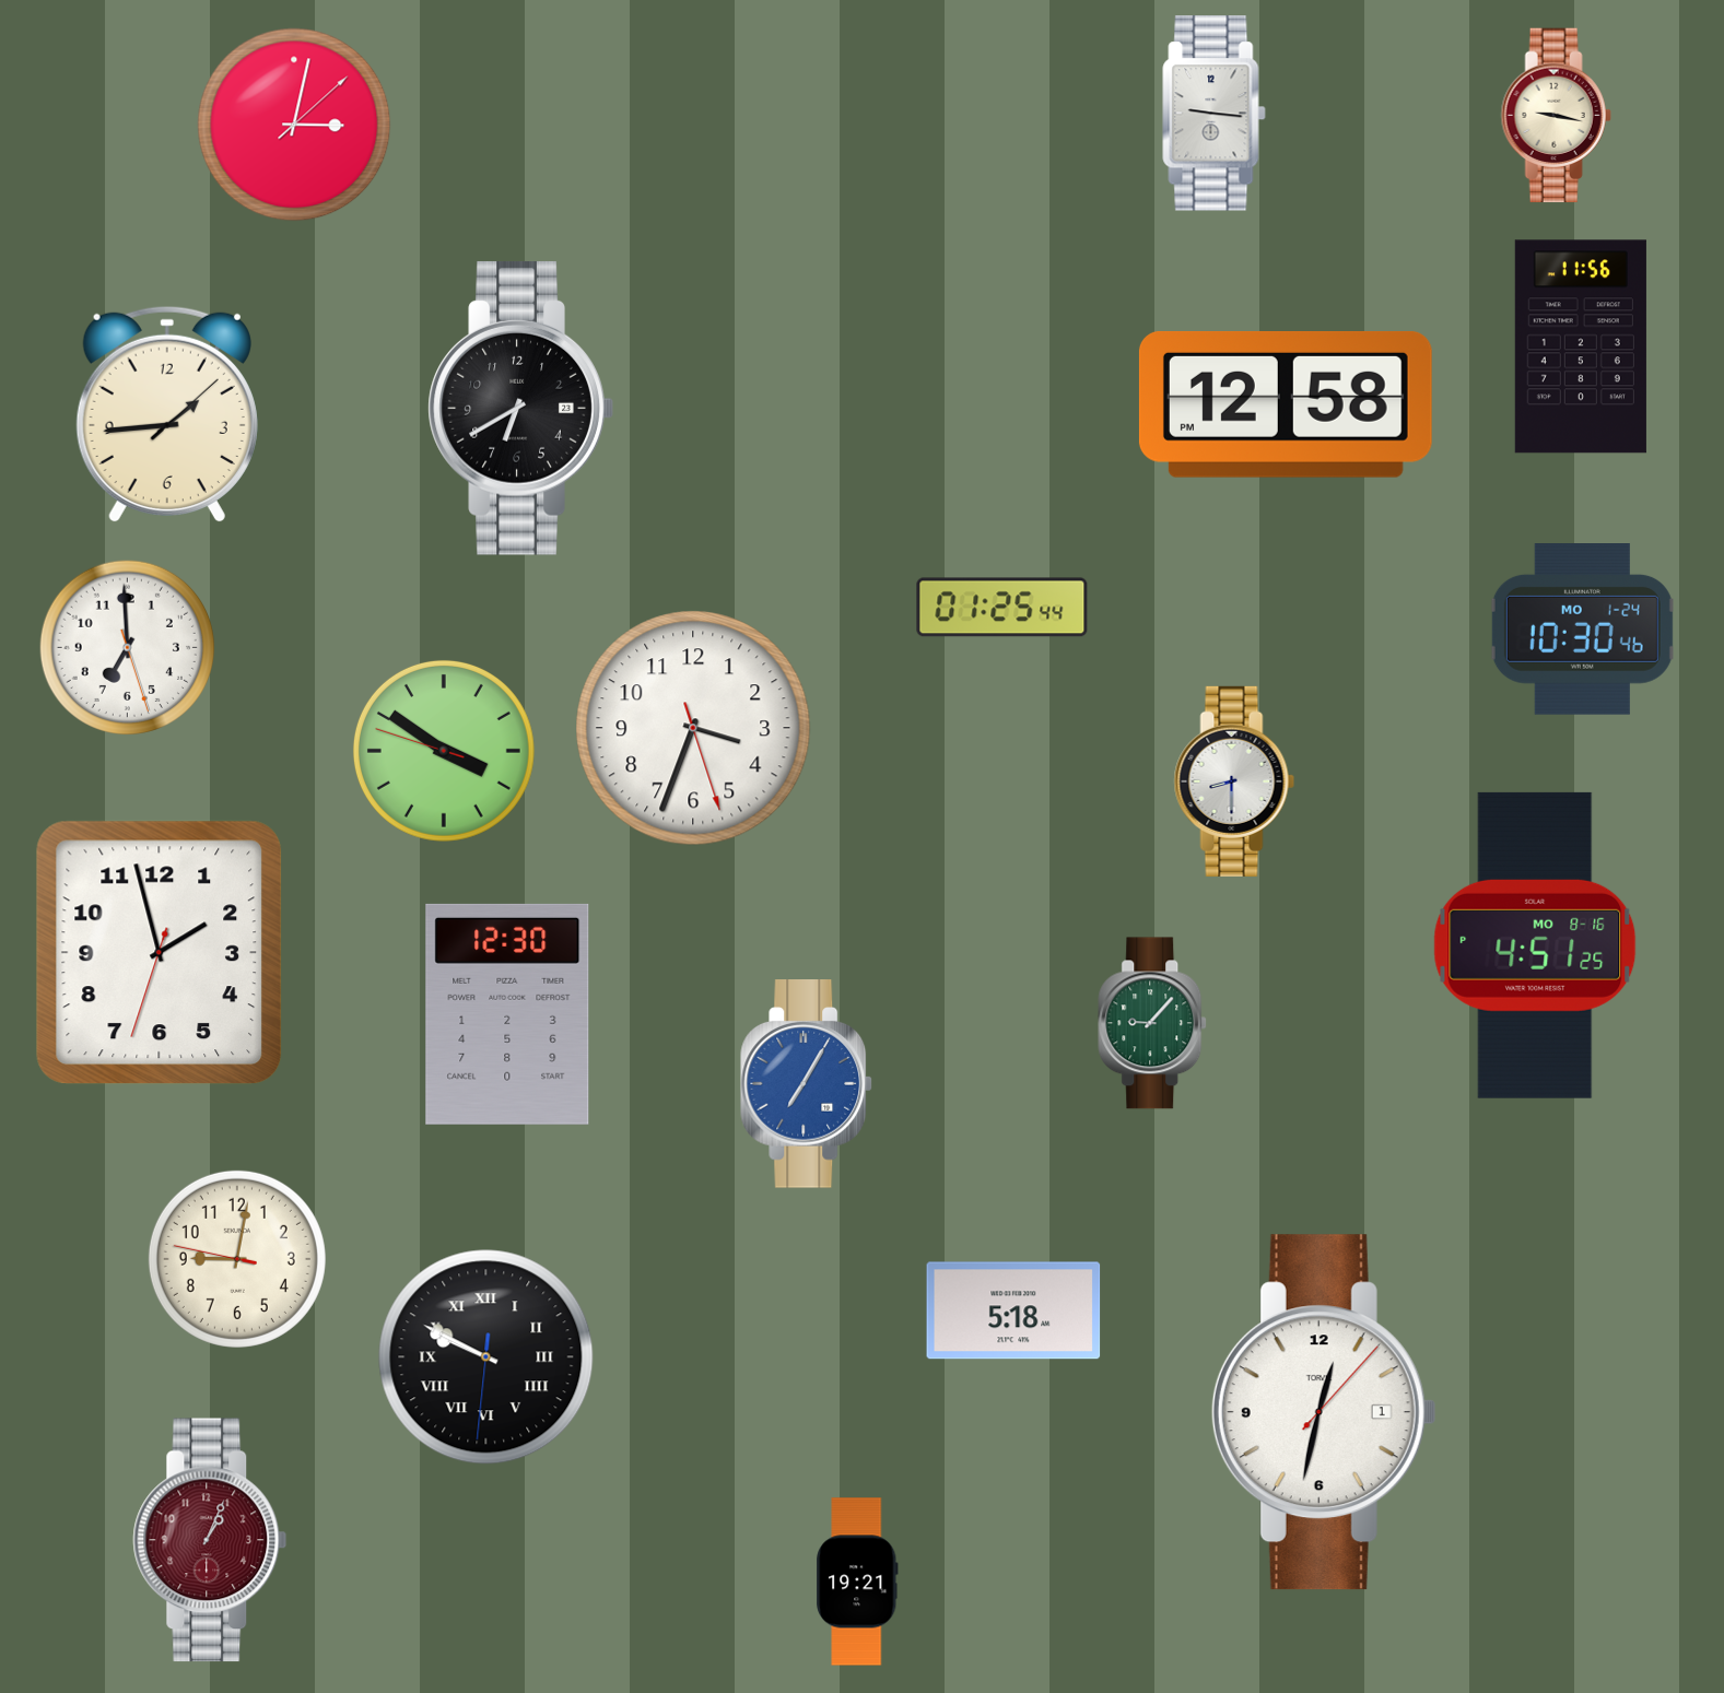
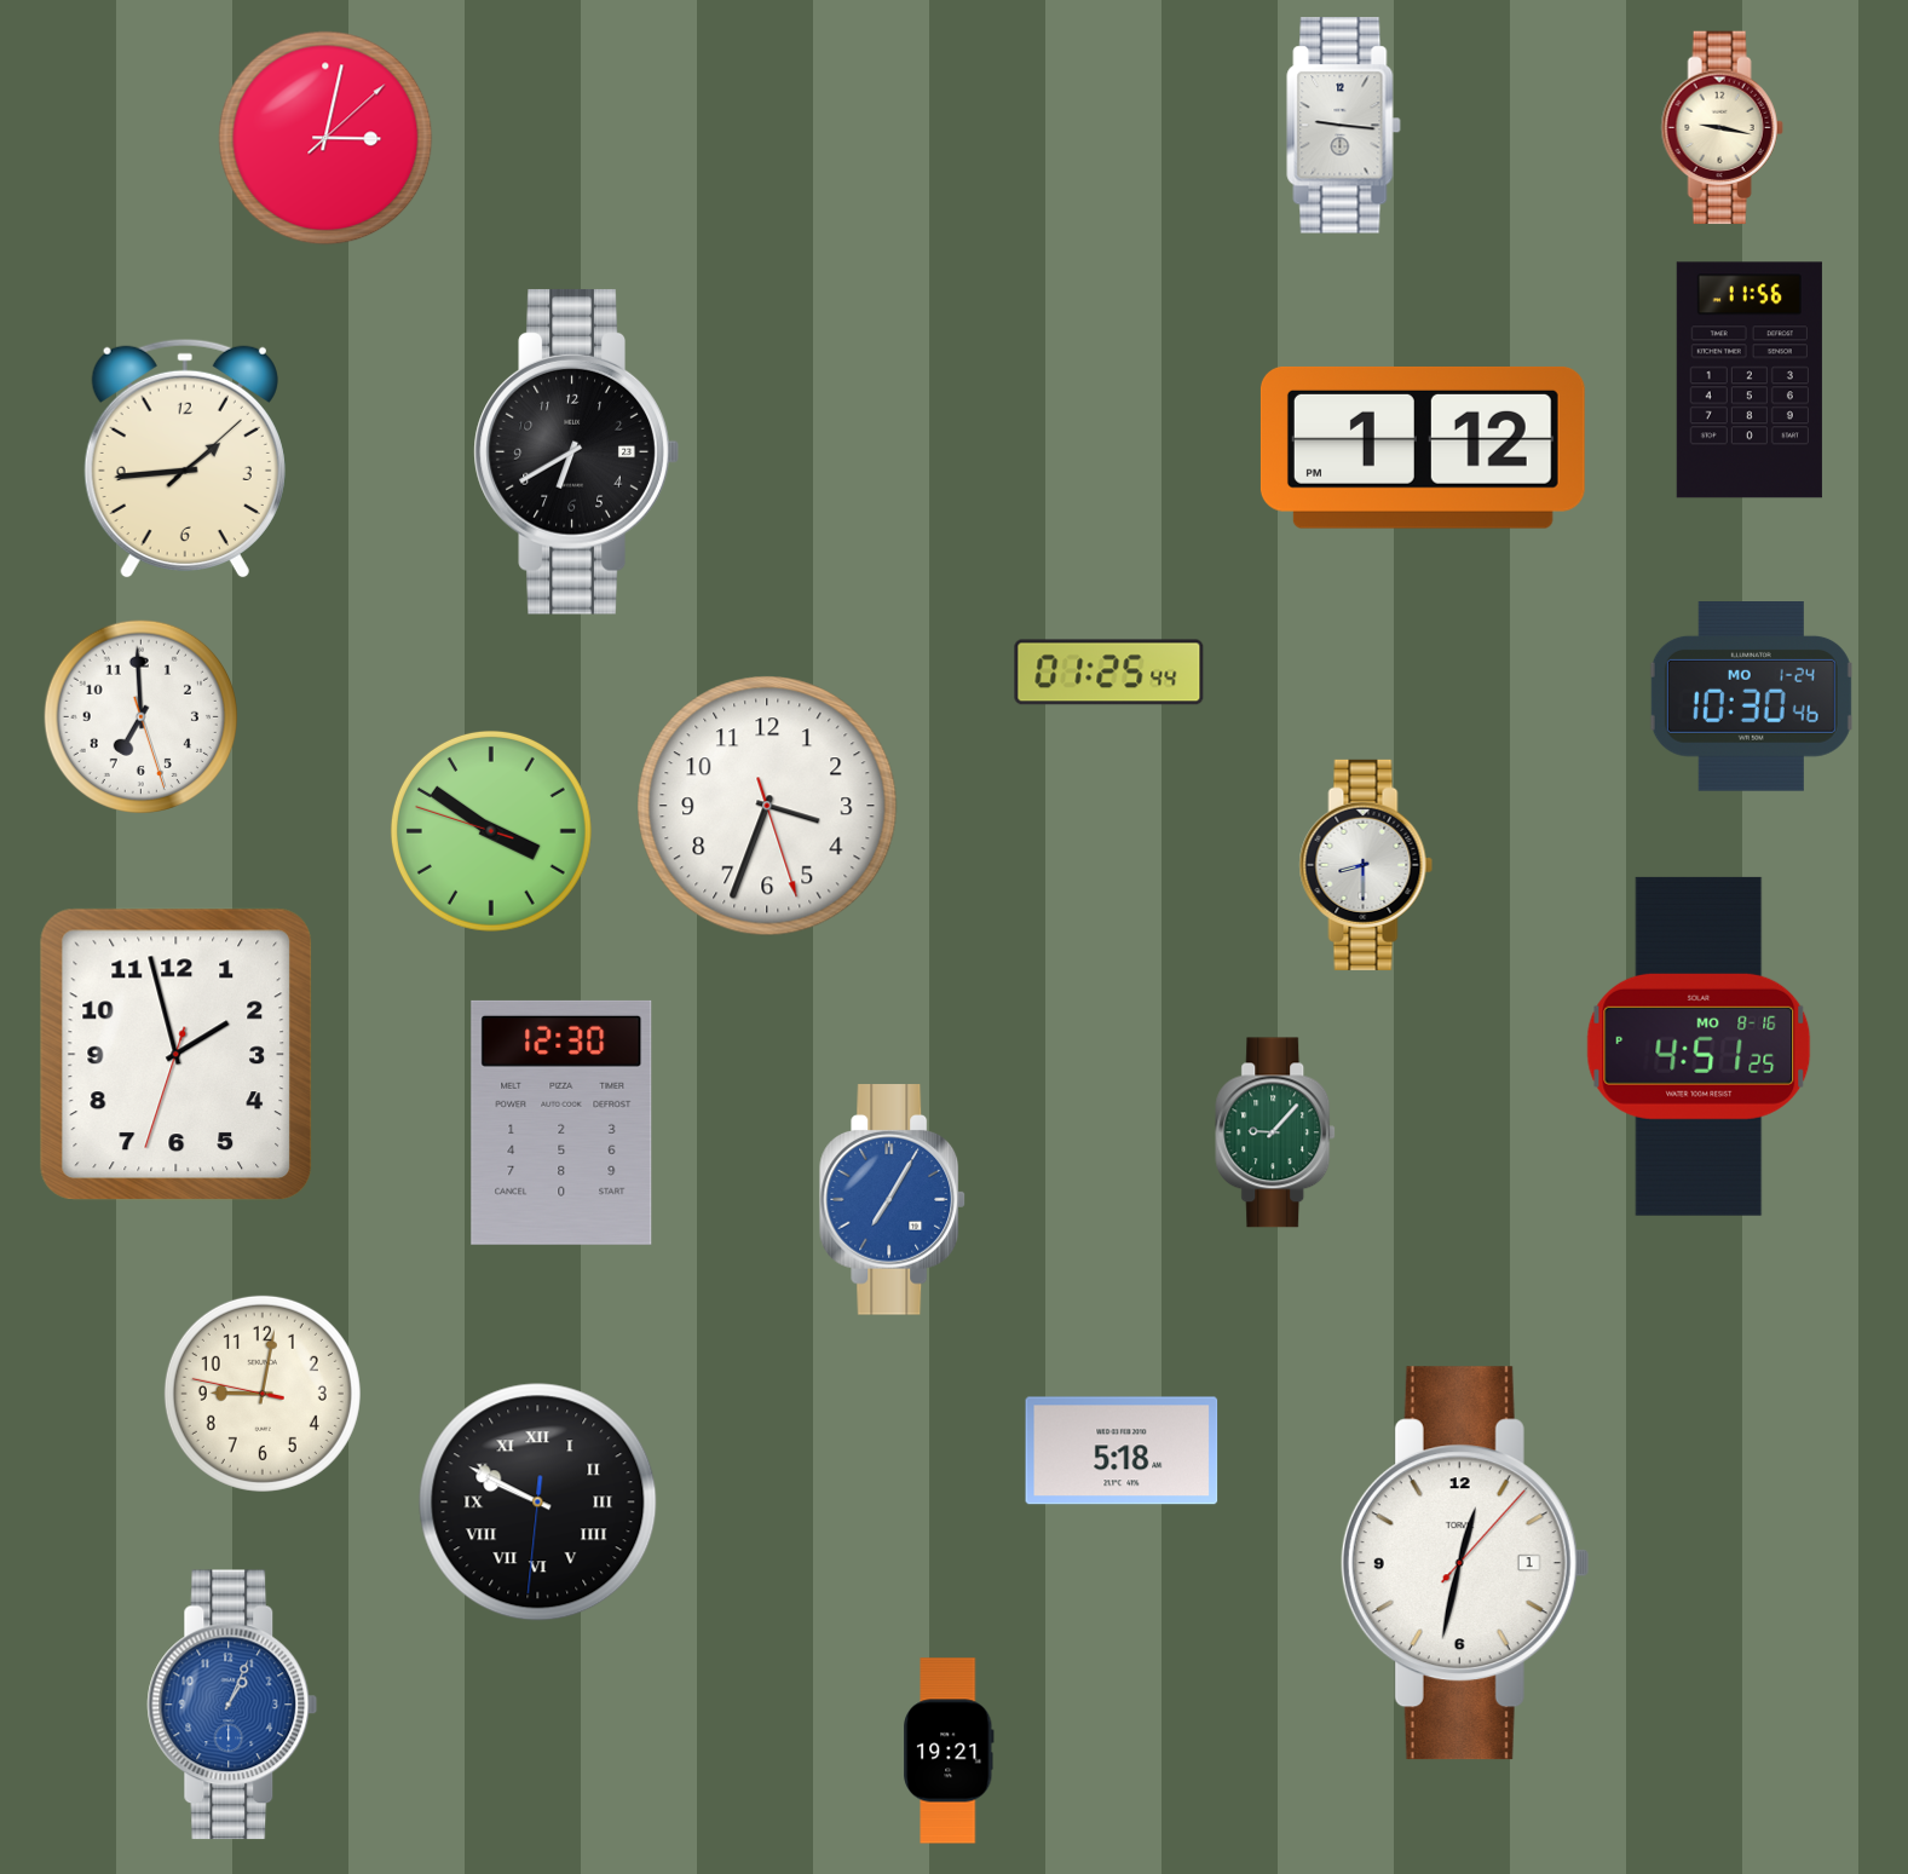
clock at (1581, 346) position: (1581, 346) -> (1750, 380)
clock at (1286, 404): 12:58 -> 1:12
clock at (210, 1540) dial: burgundy -> blue
